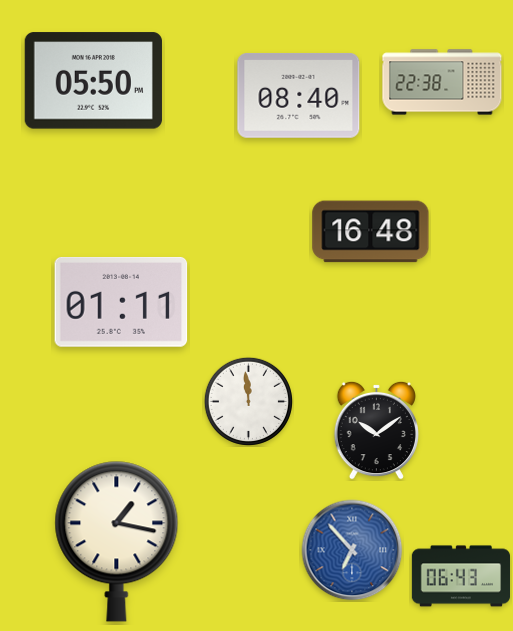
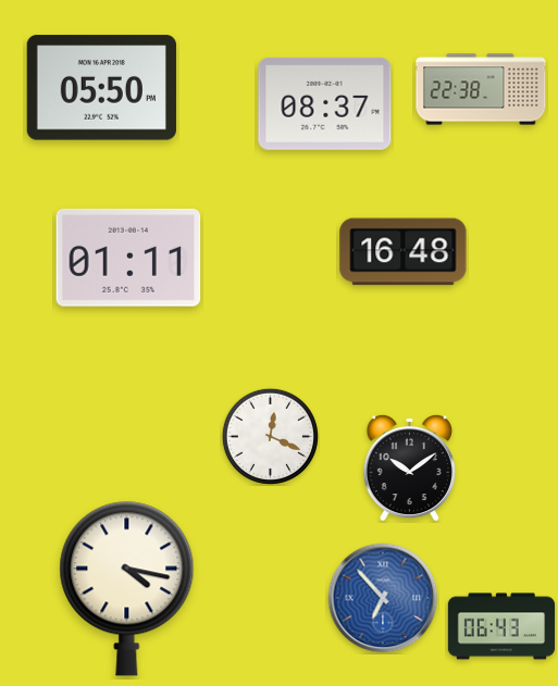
clock at (299, 95): 08:40 -> 08:37
clock at (121, 302) position: (121, 302) -> (128, 258)
clock at (248, 401): 11:59 -> 12:19
clock at (117, 541): 1:17 -> 4:17
